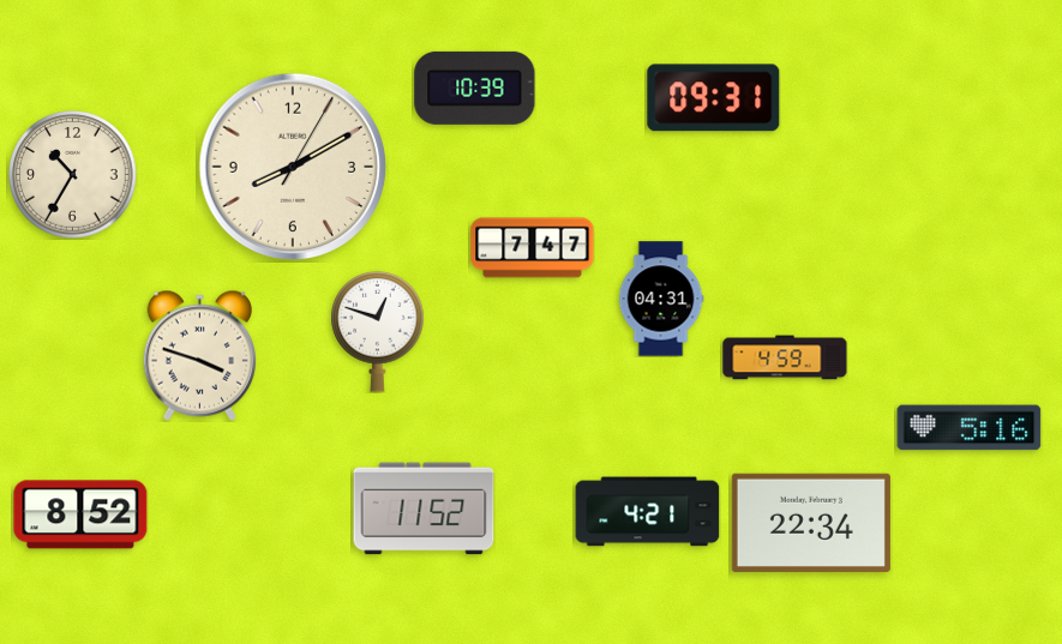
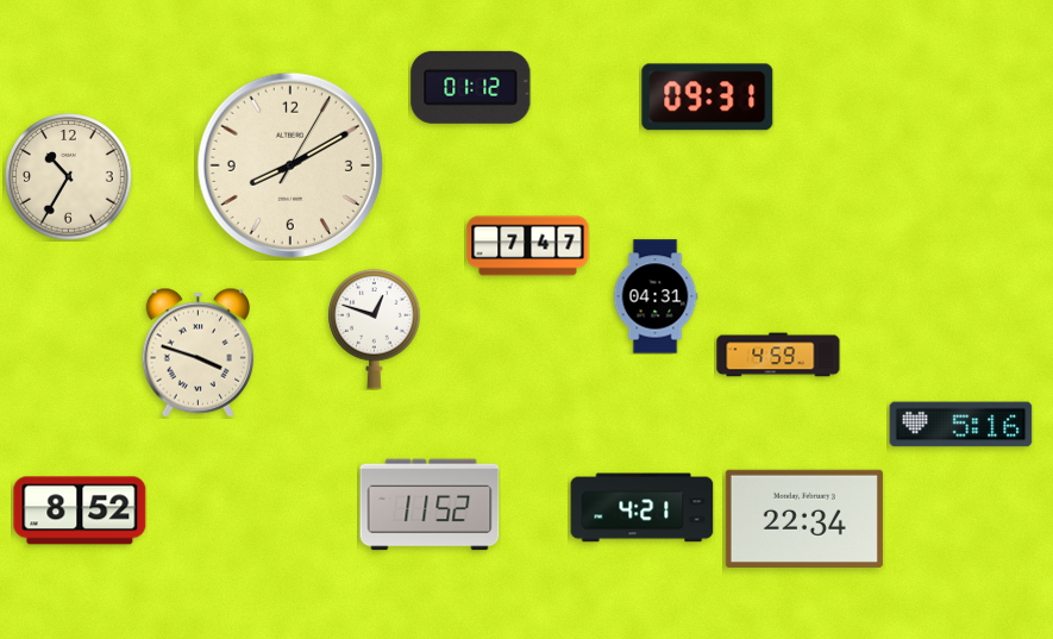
clock at (475, 88): 10:39 -> 01:12
clock at (73, 175) position: (73, 175) -> (69, 177)
clock at (424, 508) position: (424, 508) -> (430, 505)
